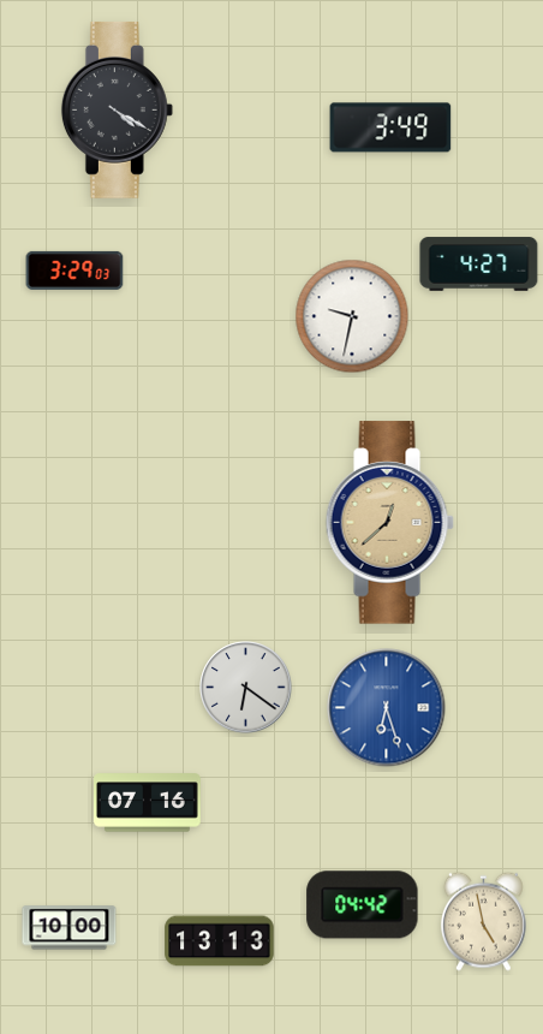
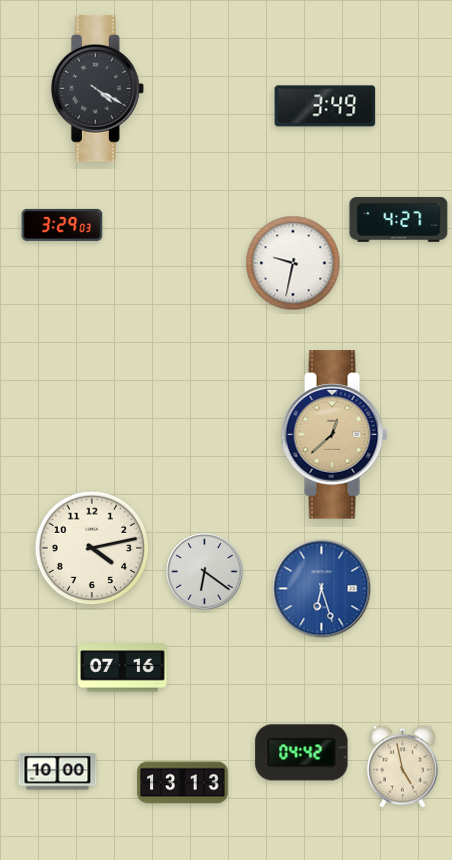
clock at (117, 109) position: (117, 109) -> (97, 88)
clock at (389, 523) position: (389, 523) -> (334, 435)
clock at (92, 548): none -> 4:13
